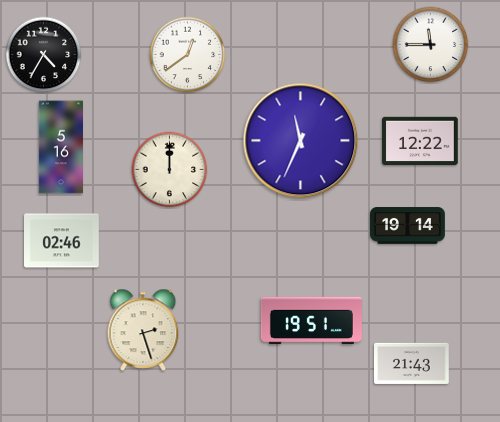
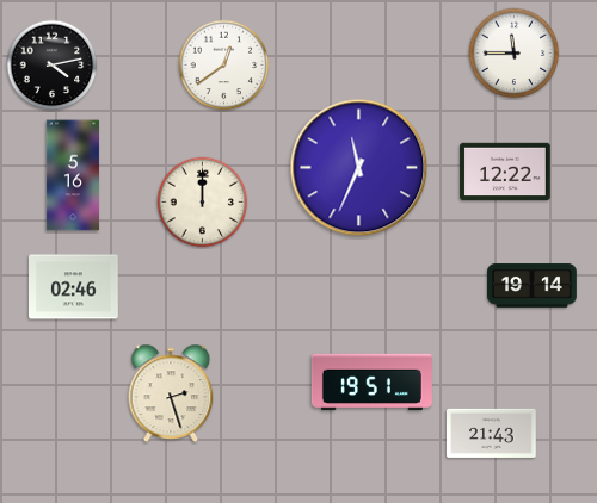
clock at (44, 55): 4:35 -> 4:13
clock at (420, 141) position: (420, 141) -> (505, 172)
clock at (408, 226) position: (408, 226) -> (533, 286)
